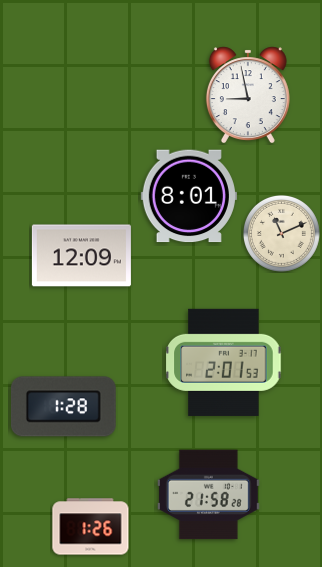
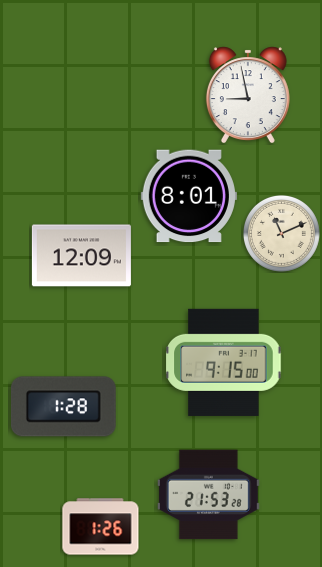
clock at (224, 362): 2:01 -> 9:15
clock at (208, 495): 21:58 -> 21:53
clock at (91, 527) position: (91, 527) -> (101, 527)
